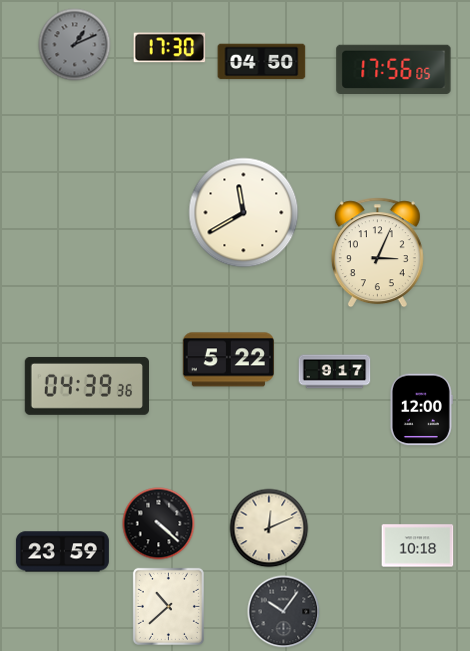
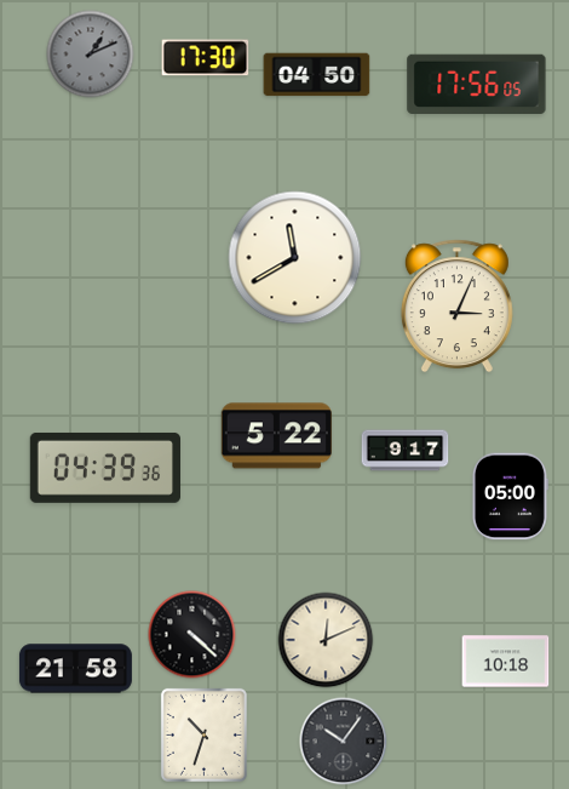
clock at (421, 410): 12:00 -> 05:00
clock at (62, 552): 23:59 -> 21:58
clock at (168, 606): 10:38 -> 10:33
